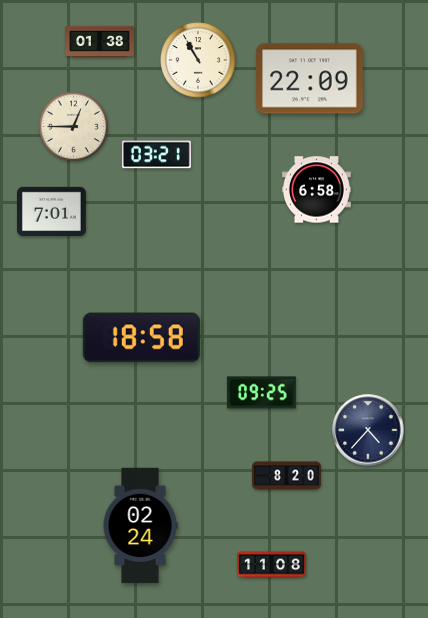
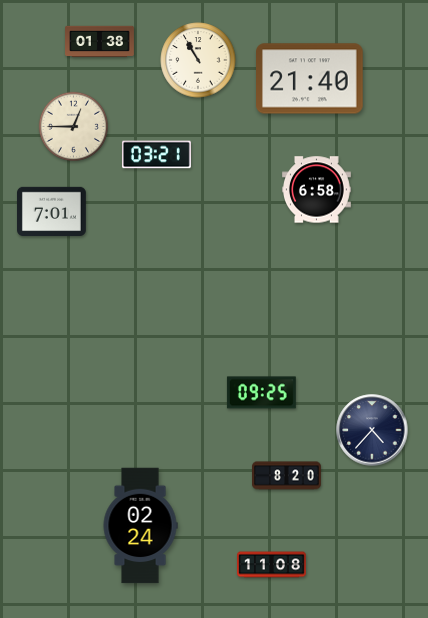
clock at (310, 79): 22:09 -> 21:40
clock at (141, 338): 18:58 -> none
clock at (368, 430) position: (368, 430) -> (372, 430)
